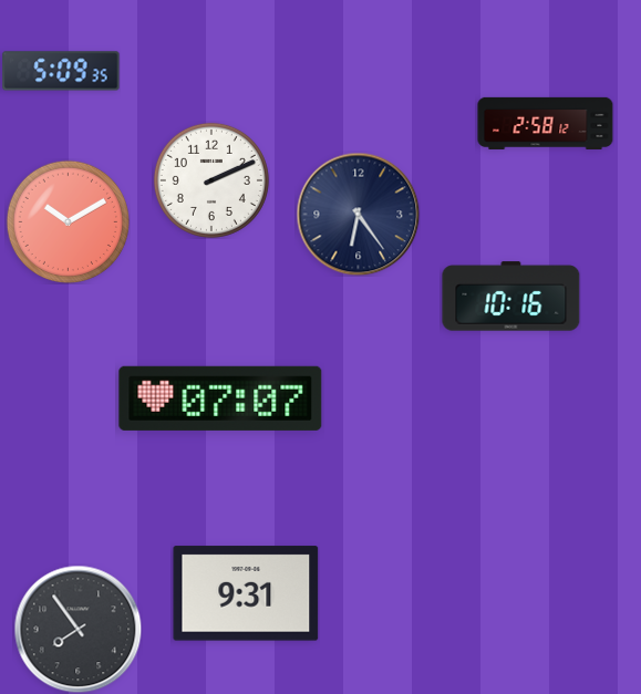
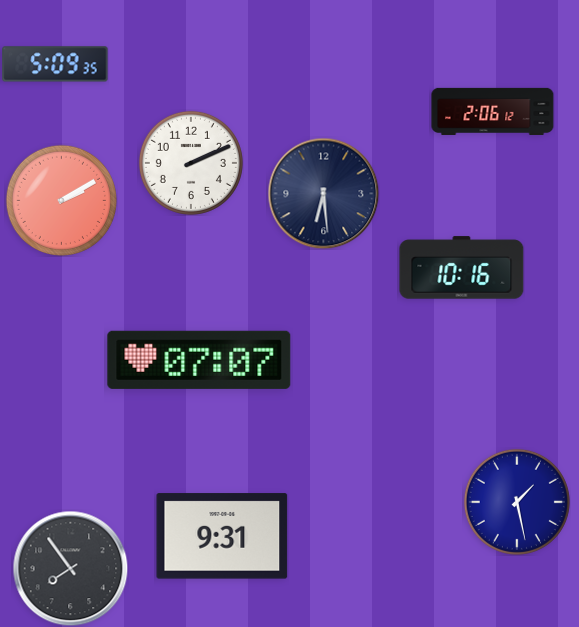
clock at (546, 123): 2:58 -> 2:06
clock at (358, 214): 6:24 -> 6:29
clock at (68, 221): 10:10 -> 2:10
clock at (517, 502): none -> 1:28
